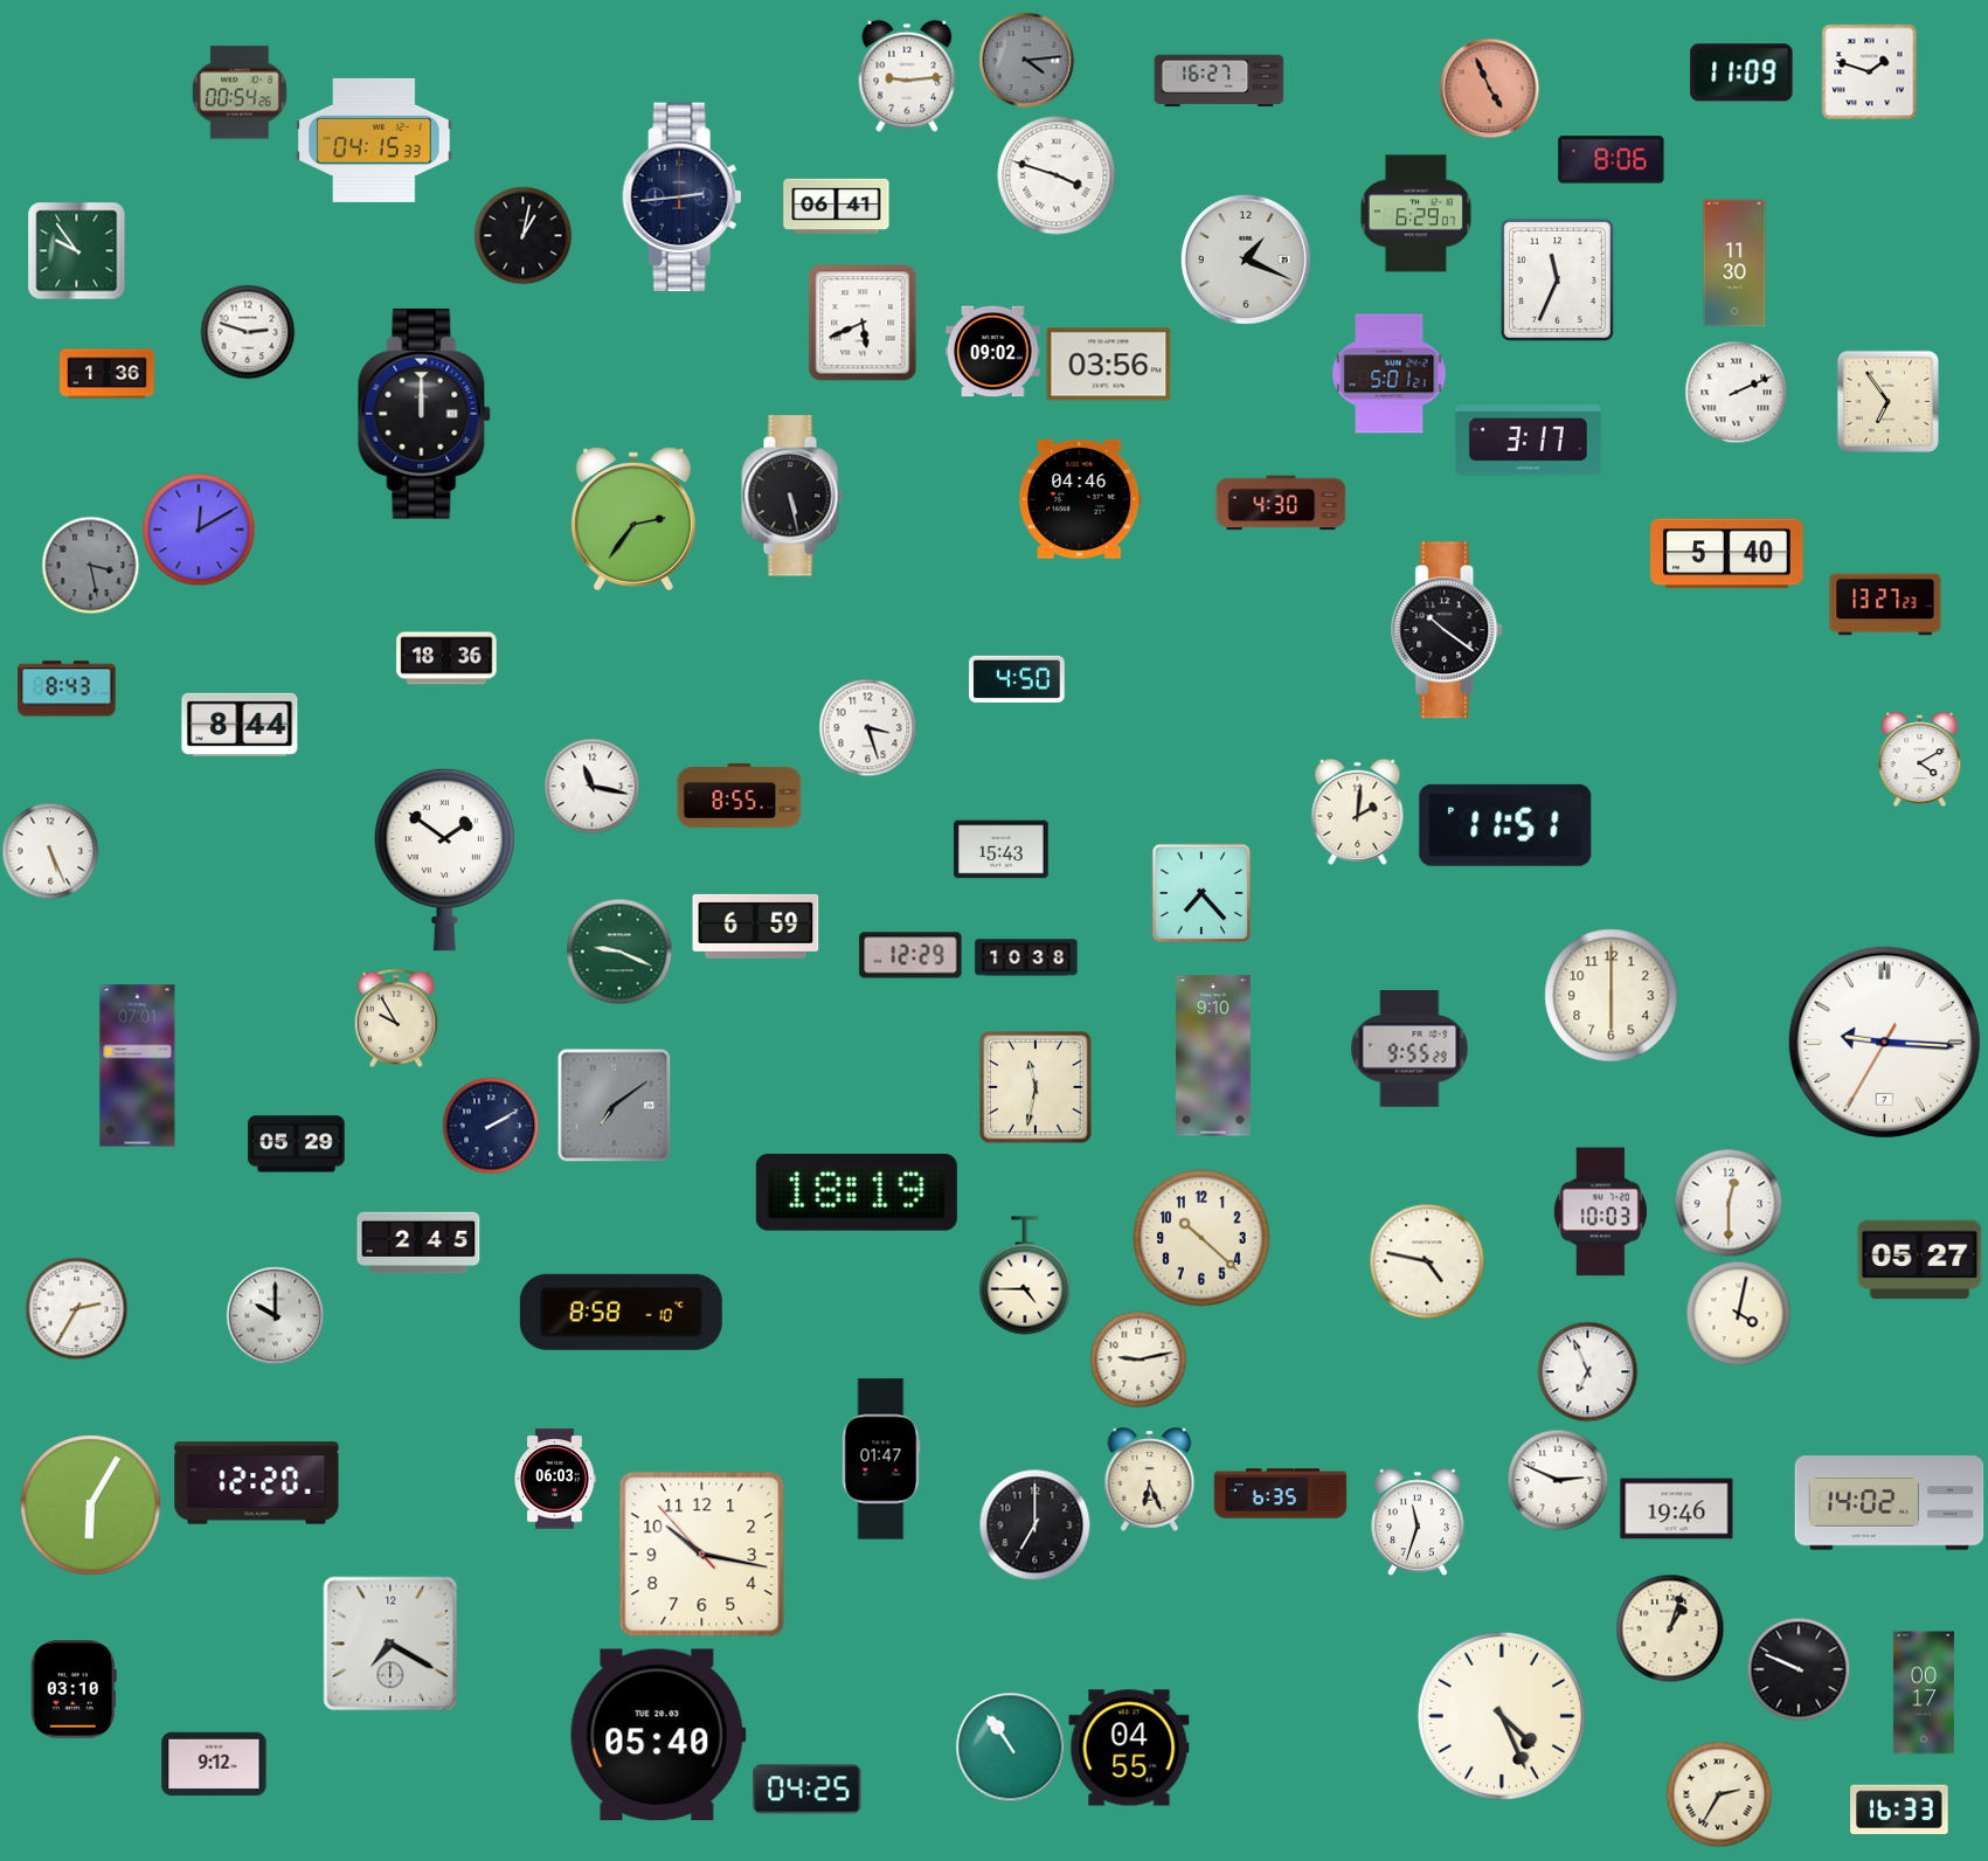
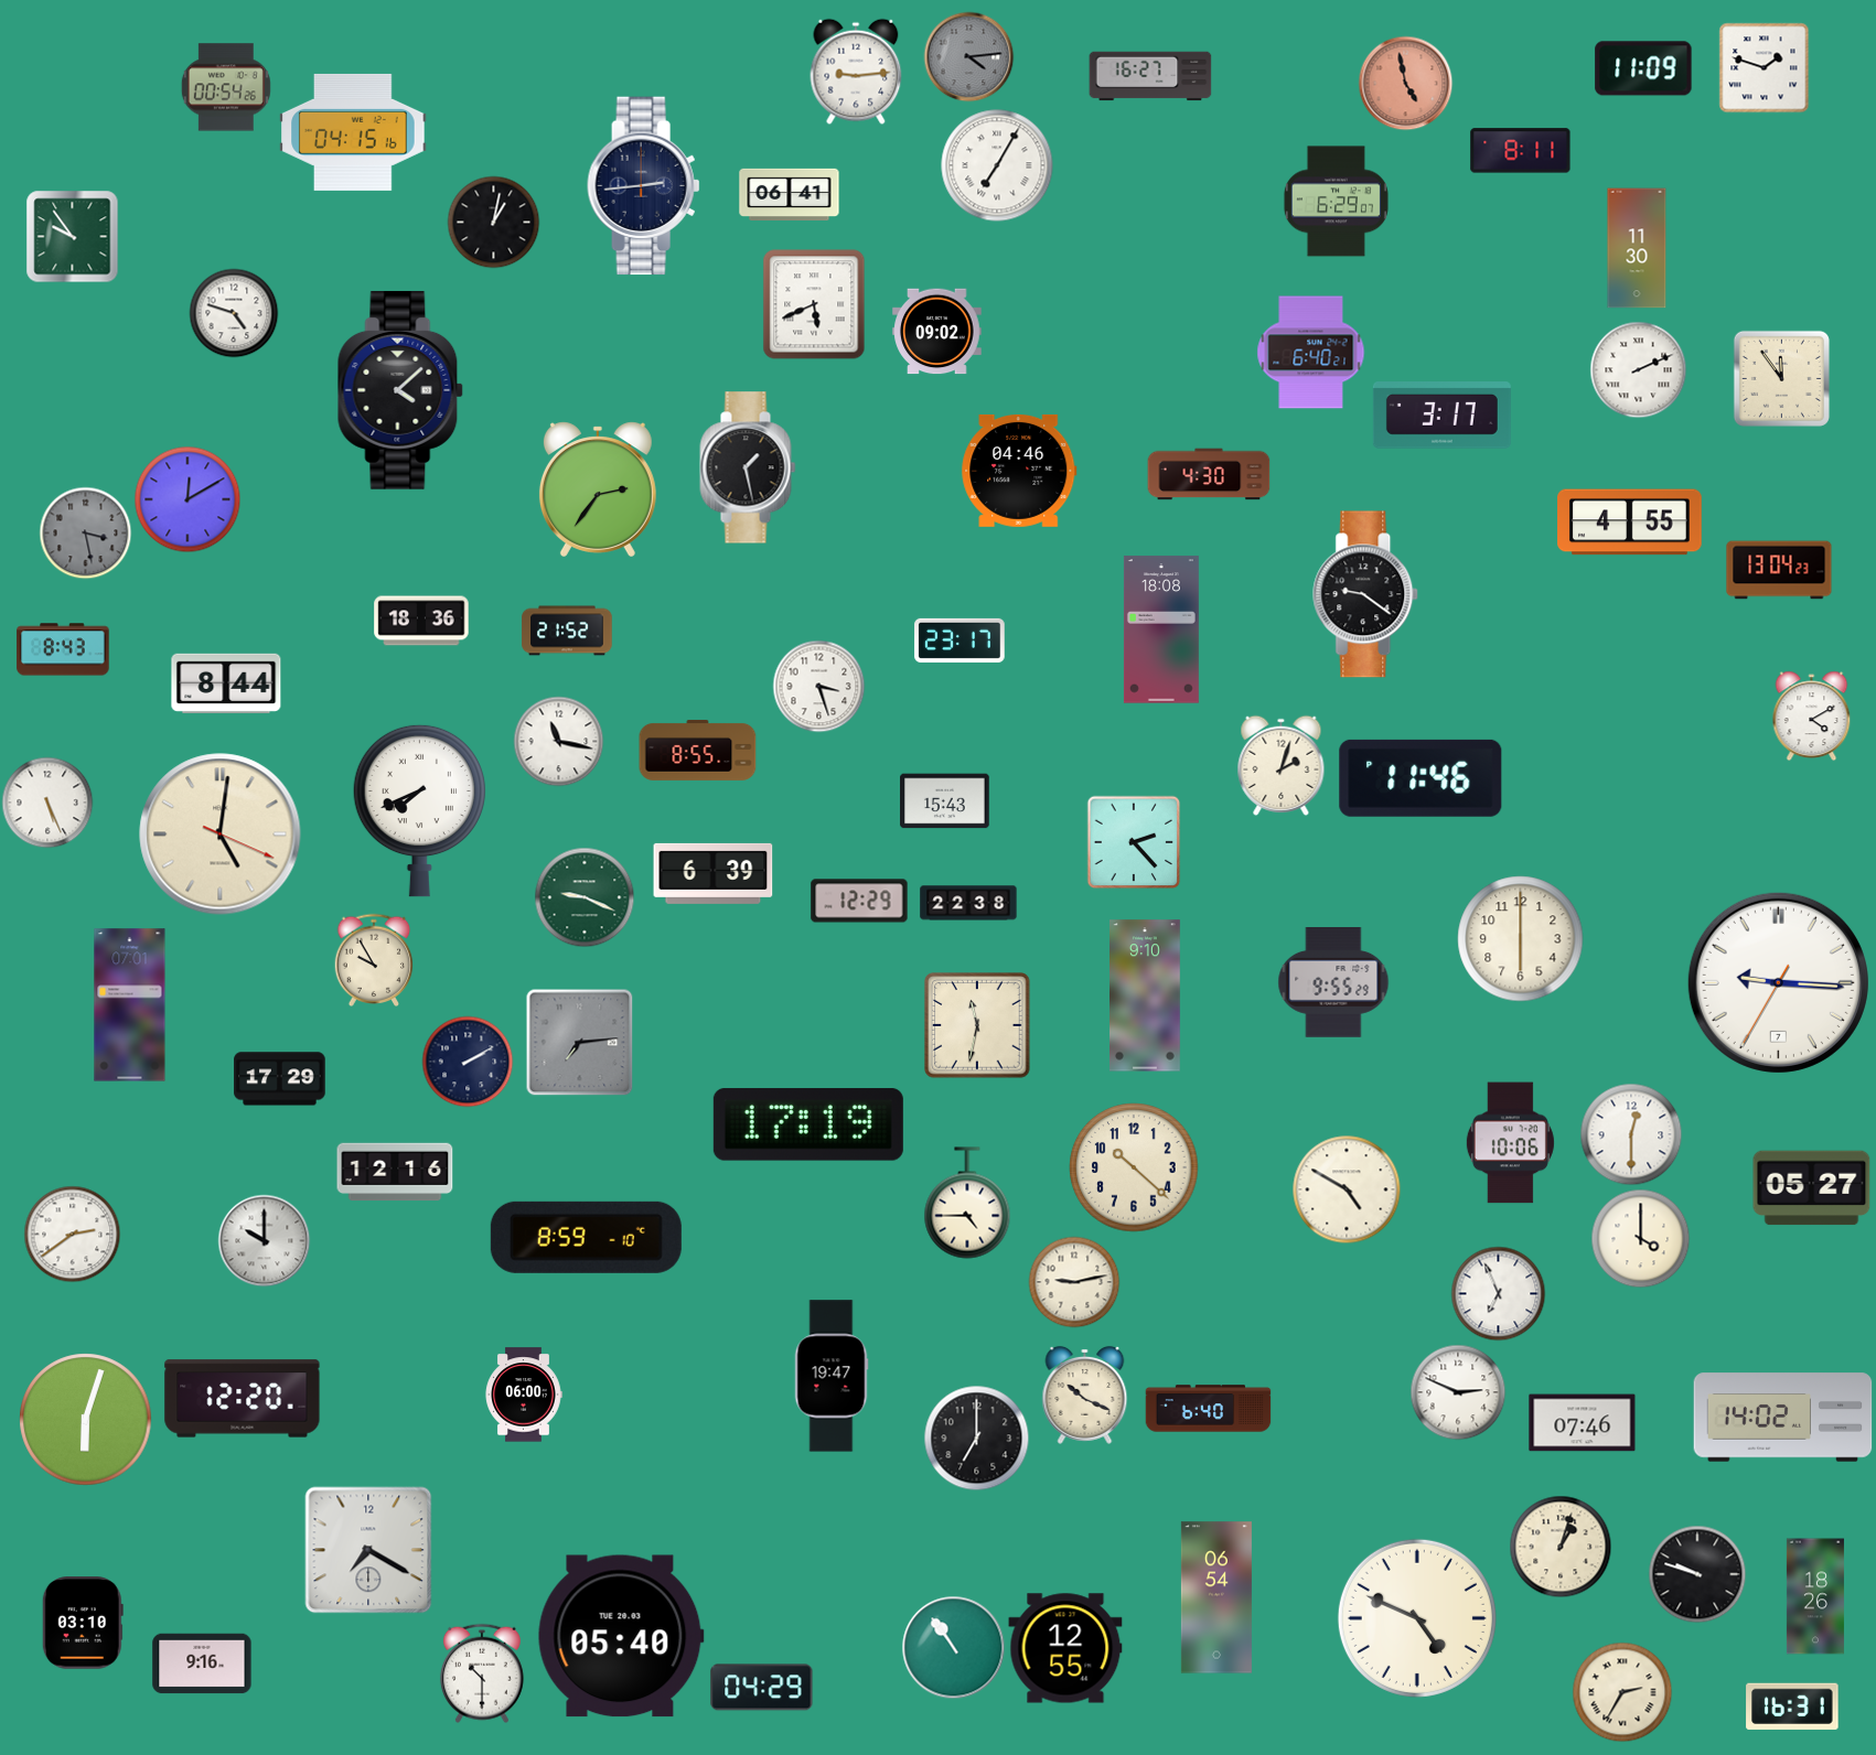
clock at (1489, 88): 4:56 -> 4:58
clock at (374, 140): 04:15:33 -> 04:15:16
clock at (1612, 160): 8:06 -> 8:11
clock at (1057, 175): 3:48 -> 7:05
clock at (1246, 260): 1:19 -> none
clock at (1557, 279): 11:34 -> none
clock at (248, 332): 2:48 -> 4:48
clock at (1109, 365): 03:56 -> none
clock at (108, 374): 1:36 -> none
clock at (1390, 374): 5:01 -> 6:40
clock at (1887, 401): 6:54 -> 11:54
clock at (424, 414): 12:00 -> 4:08
clock at (792, 496): 5:28 -> 1:28
clock at (1727, 554): 5:40 -> 4:55
clock at (1885, 604): 13:27 -> 13:04
clock at (1448, 630): 10:21 -> 9:21
clock at (1161, 629): none -> 18:08
clock at (567, 631): none -> 21:52
clock at (1017, 679): 4:50 -> 23:17
clock at (1358, 811): 2:01 -> 2:03
clock at (1505, 825): 11:51 -> 11:46
clock at (444, 859): 1:51 -> 7:41
clock at (221, 835): none -> 5:01
clock at (1201, 893): 7:23 -> 2:23
clock at (756, 926): 6:59 -> 6:39
clock at (1026, 957): 10:38 -> 22:38
clock at (1409, 1050) position: (1409, 1050) -> (1333, 983)
clock at (614, 1105): 7:09 -> 7:14
clock at (491, 1126) position: (491, 1126) -> (468, 1062)
clock at (297, 1144): 05:29 -> 17:29
clock at (857, 1192): 18:19 -> 17:19
clock at (1600, 1212): 10:03 -> 10:06
clock at (418, 1243): 2:45 -> 12:16
clock at (1427, 1261): 4:47 -> 4:50
clock at (76, 1308): 2:35 -> 2:39
clock at (621, 1312): 8:58 -> 8:59
clock at (1738, 1313): 4:02 -> 4:00
clock at (275, 1315) position: (275, 1315) -> (264, 1240)
clock at (881, 1459): 01:47 -> 19:47
clock at (555, 1479): 06:03 -> 06:00
clock at (1150, 1479): 6:26 -> 10:19
clock at (1558, 1480) position: (1558, 1480) -> (1458, 1392)
clock at (1281, 1494): 6:35 -> 6:40
clock at (91, 1506): 6:05 -> 6:03
clock at (1677, 1509): 19:46 -> 07:46
clock at (1418, 1522): 11:33 -> none
clock at (702, 1555): 10:16 -> none
clock at (1670, 1628) position: (1670, 1628) -> (1561, 1547)
clock at (1799, 1669): 9:49 -> 9:48
clock at (74, 1689) position: (74, 1689) -> (83, 1623)
clock at (1924, 1693): 00:17 -> 18:26
clock at (1216, 1597): none -> 06:54
clock at (1502, 1716): 4:26 -> 4:49
clock at (1129, 1748): 04:55 -> 12:55
clock at (214, 1764): 9:12 -> 9:16
clock at (482, 1673): none -> 10:30
clock at (808, 1790): 04:25 -> 04:29
clock at (1899, 1810): 16:33 -> 16:31
